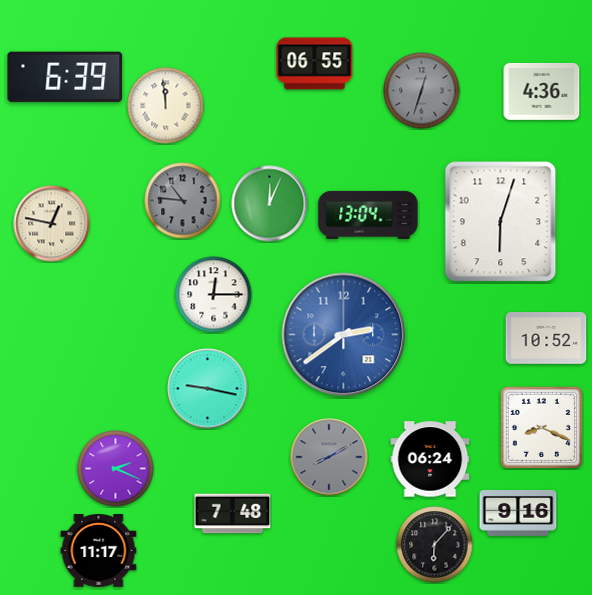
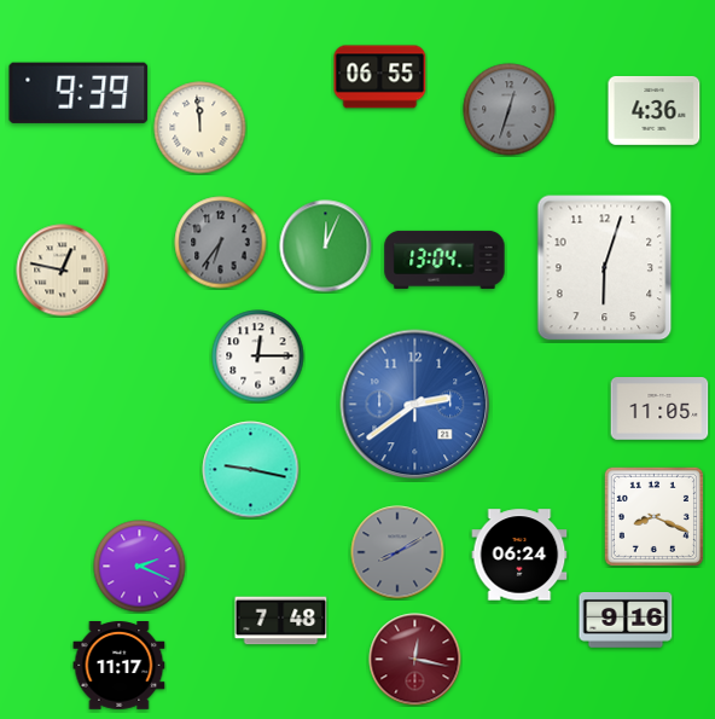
clock at (65, 77): 6:39 -> 9:39
clock at (183, 201): 10:46 -> 6:36
clock at (546, 339): 10:52 -> 11:05
clock at (435, 545): 6:07 -> none
clock at (415, 660): none -> 12:17
